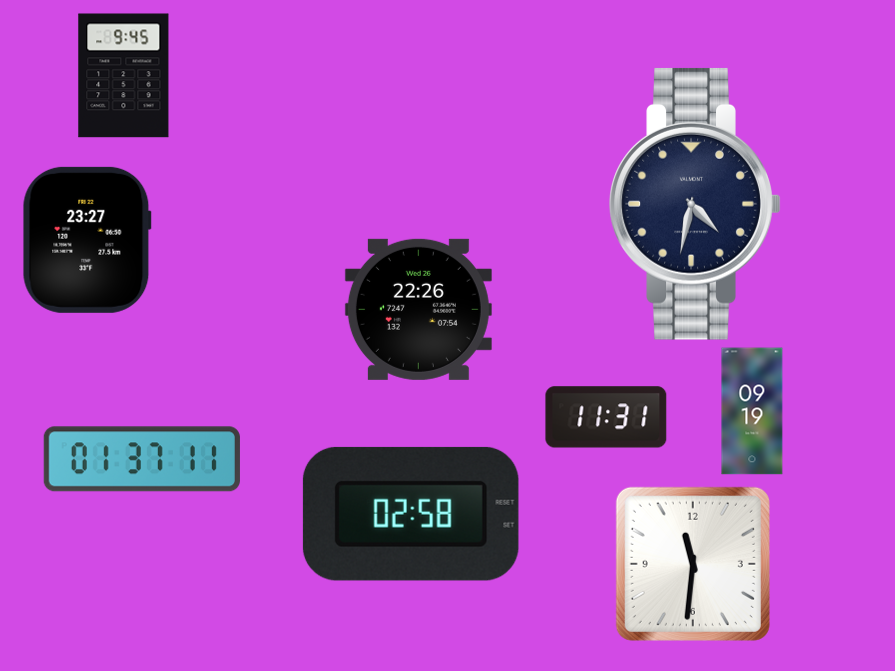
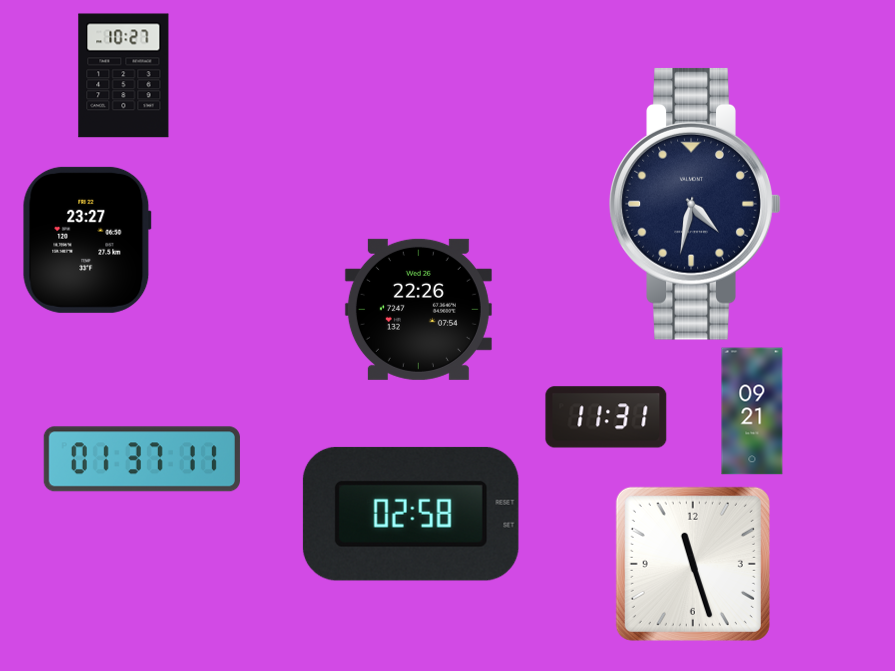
clock at (124, 76): 9:45 -> 10:27
clock at (752, 411): 09:19 -> 09:21
clock at (693, 564): 11:31 -> 11:27
